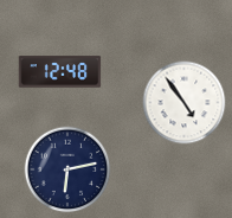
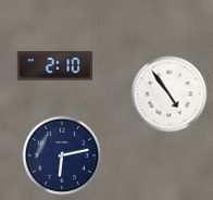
clock at (60, 72): 12:48 -> 2:10
